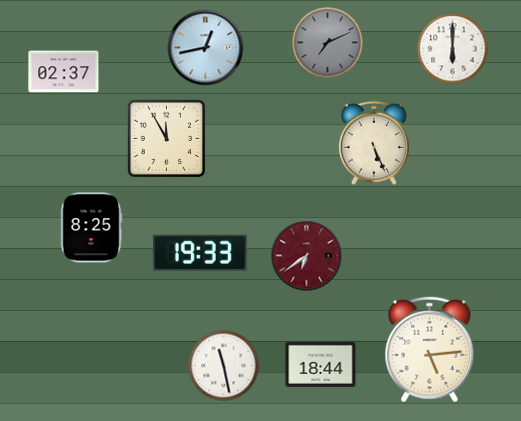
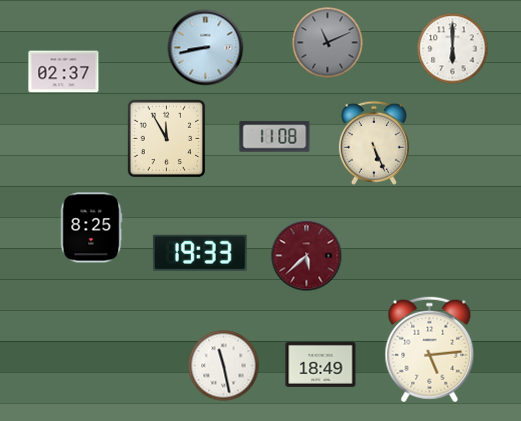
clock at (328, 43): 7:11 -> 11:11
clock at (206, 48): 12:43 -> 8:43
clock at (275, 137): none -> 11:08
clock at (307, 256): 6:39 -> 5:38
clock at (321, 364): 18:44 -> 18:49
